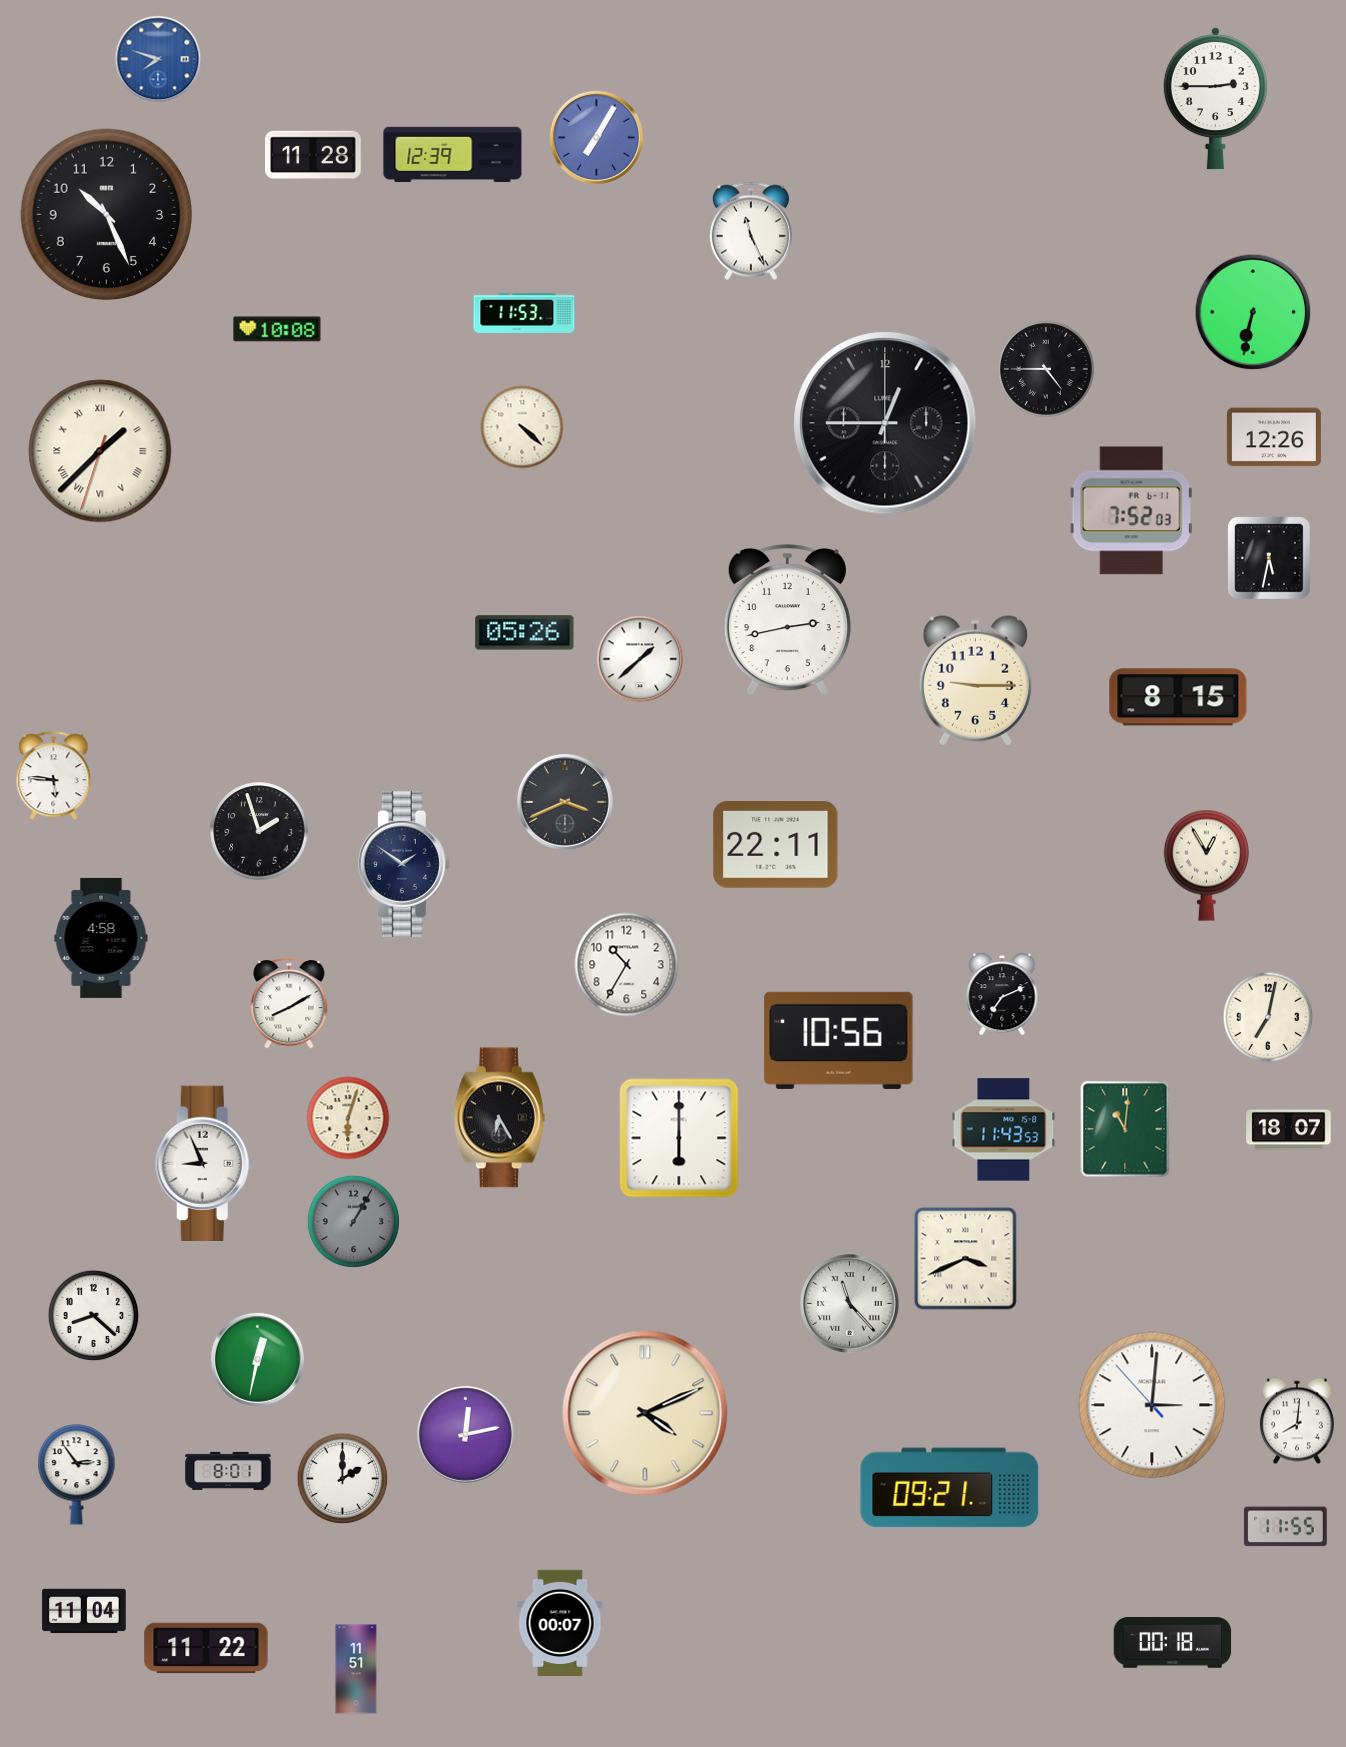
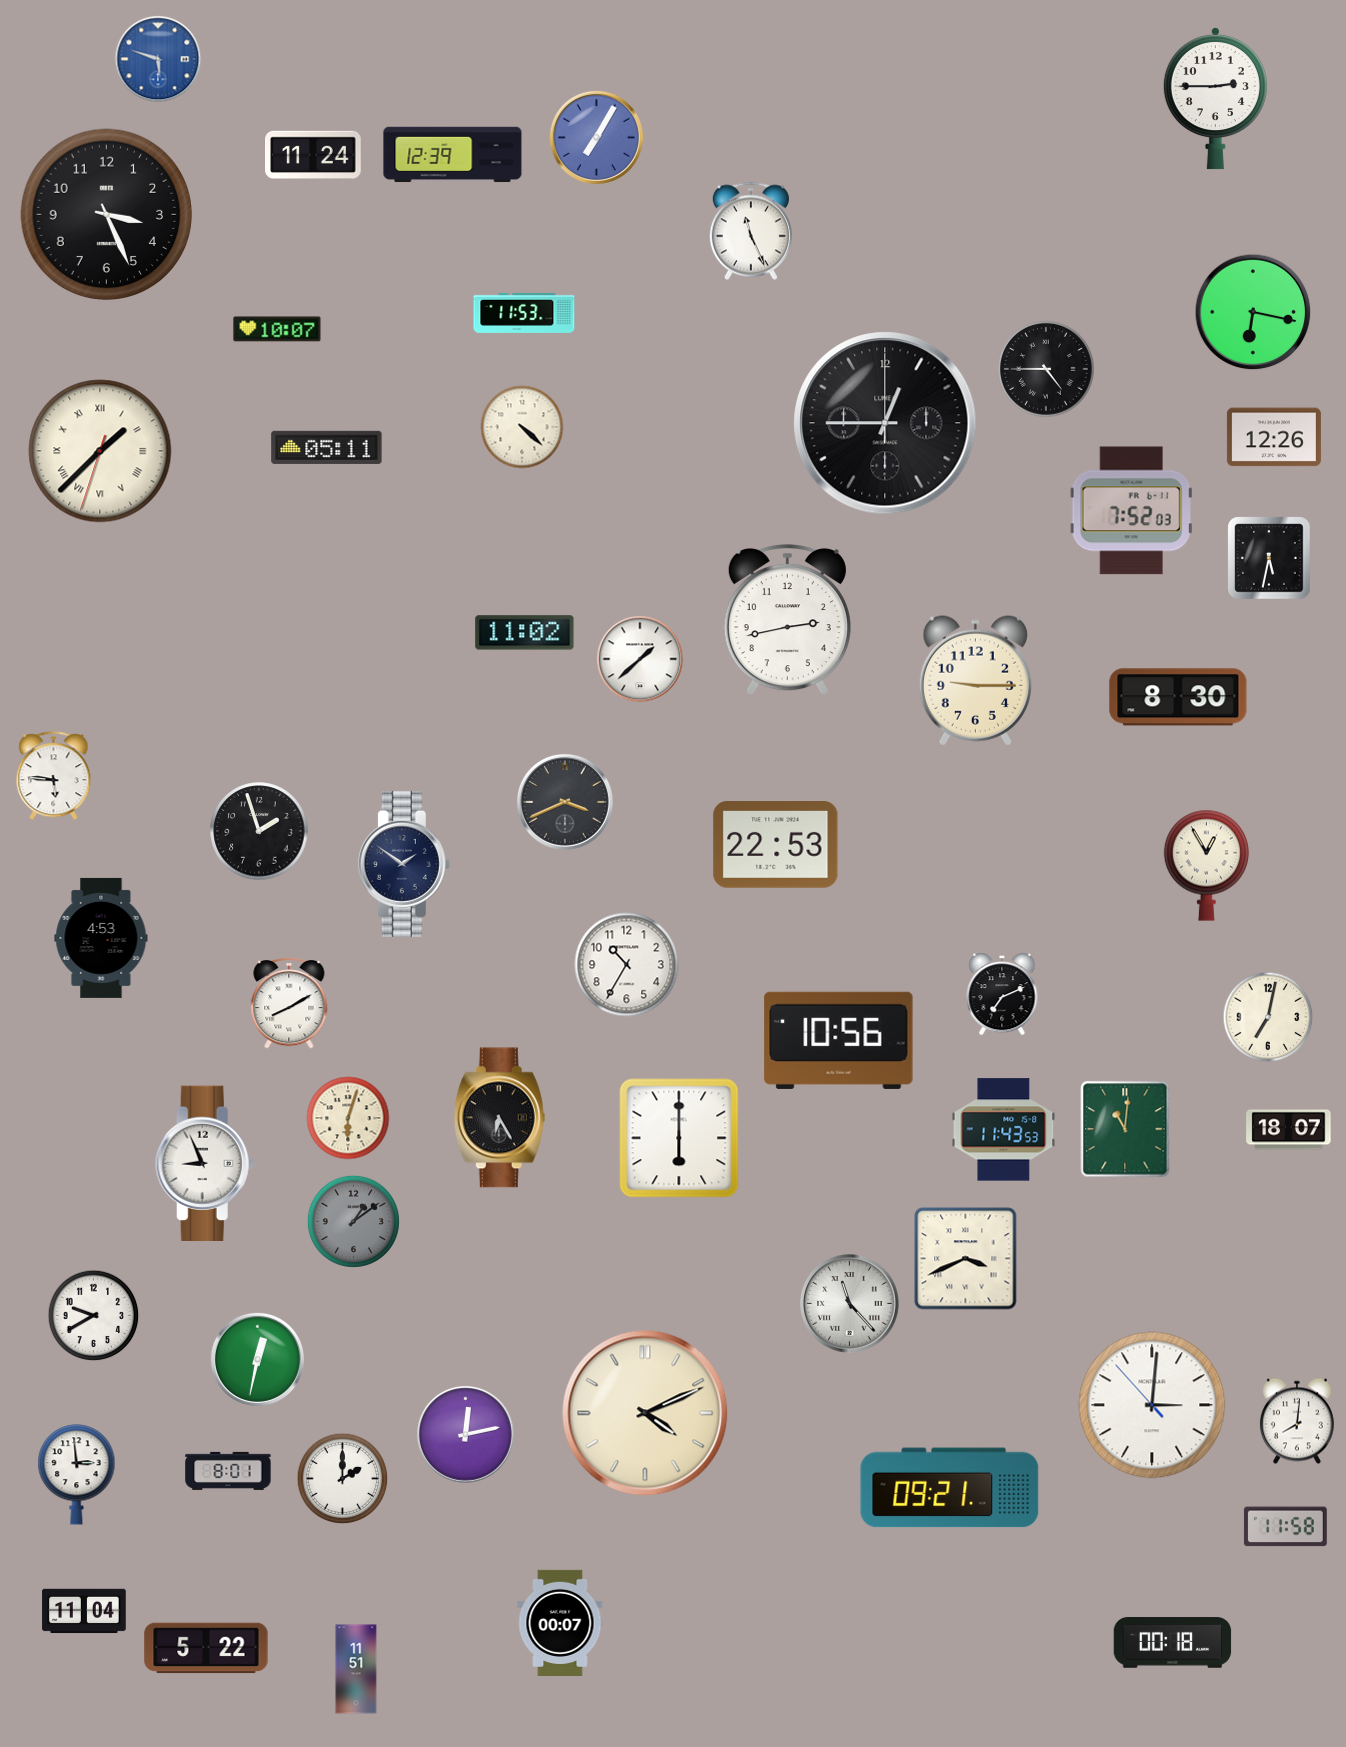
clock at (158, 59): 7:48 -> 5:48
clock at (314, 154): 11:28 -> 11:24
clock at (107, 215): 10:26 -> 3:26
clock at (1253, 312): 6:32 -> 6:17
clock at (277, 329): 10:08 -> 10:07
clock at (327, 447): none -> 05:11
clock at (525, 633): 05:26 -> 11:02
clock at (1178, 697): 8:15 -> 8:30
clock at (776, 845): 22:11 -> 22:53
clock at (101, 938): 4:58 -> 4:53
clock at (353, 1221): 1:05 -> 1:09
clock at (94, 1316): 8:22 -> 9:40
clock at (77, 1475): 2:54 -> 2:59
clock at (1285, 1527): 11:55 -> 11:58
clock at (206, 1648): 11:22 -> 5:22
